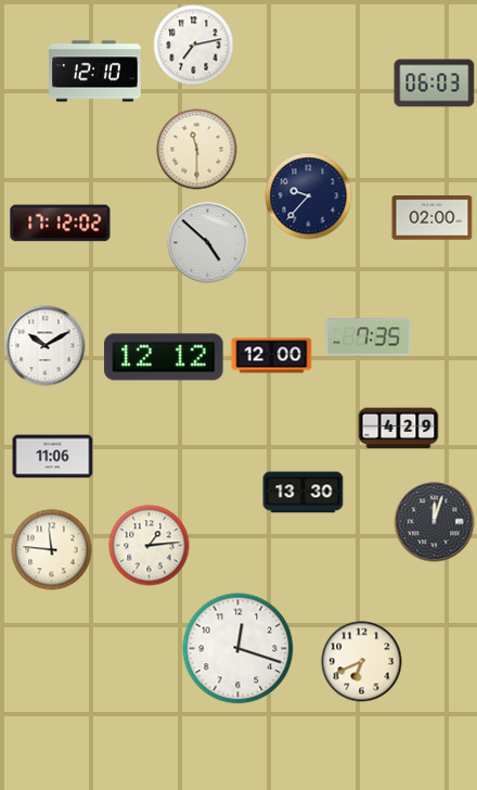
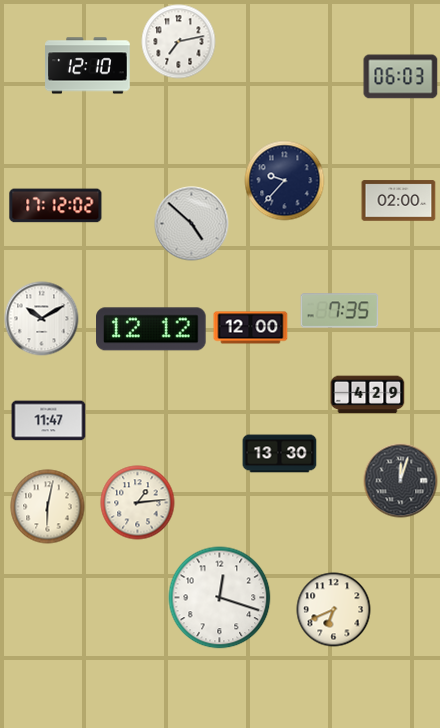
clock at (197, 150): 11:30 -> none
clock at (53, 457): 11:06 -> 11:47
clock at (52, 550): 11:46 -> 6:02
